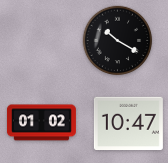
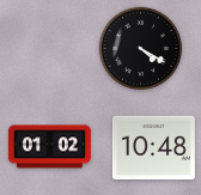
clock at (118, 41): 10:20 -> 4:20
clock at (128, 124): 10:47 -> 10:48
